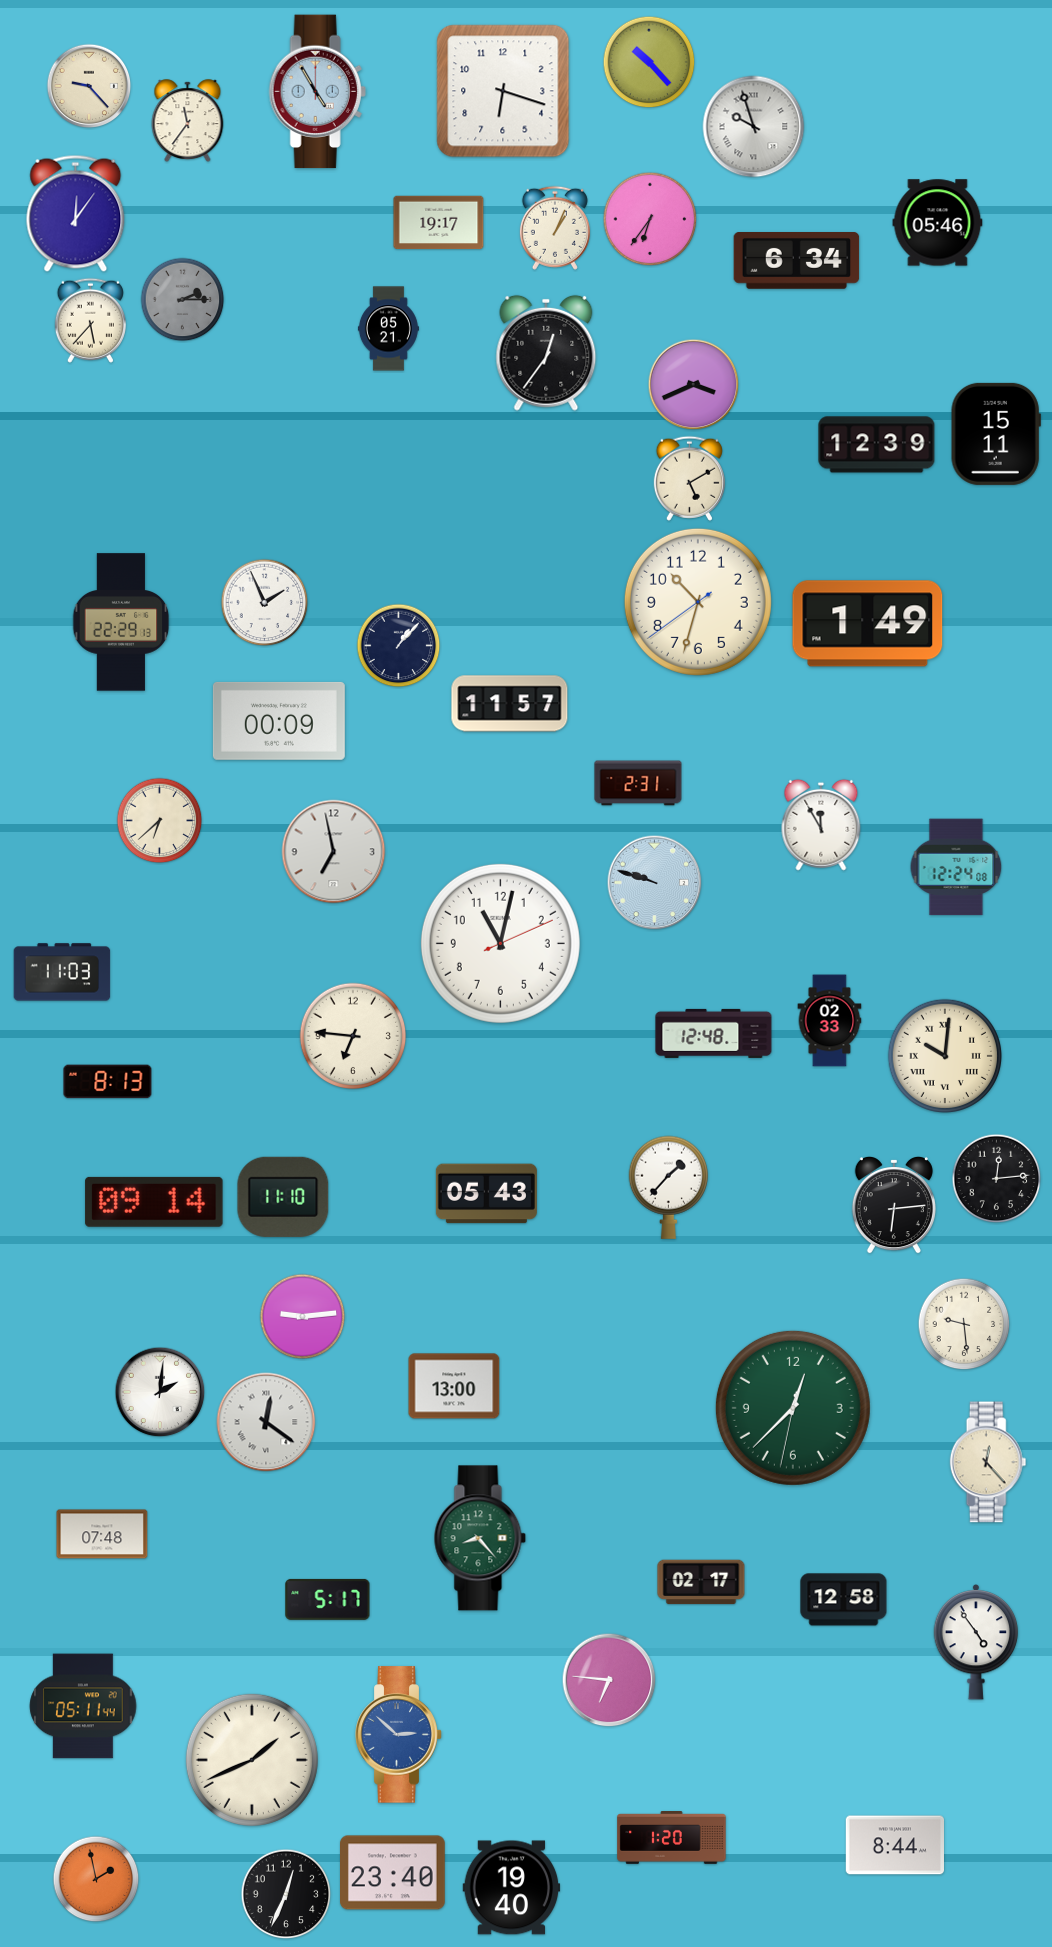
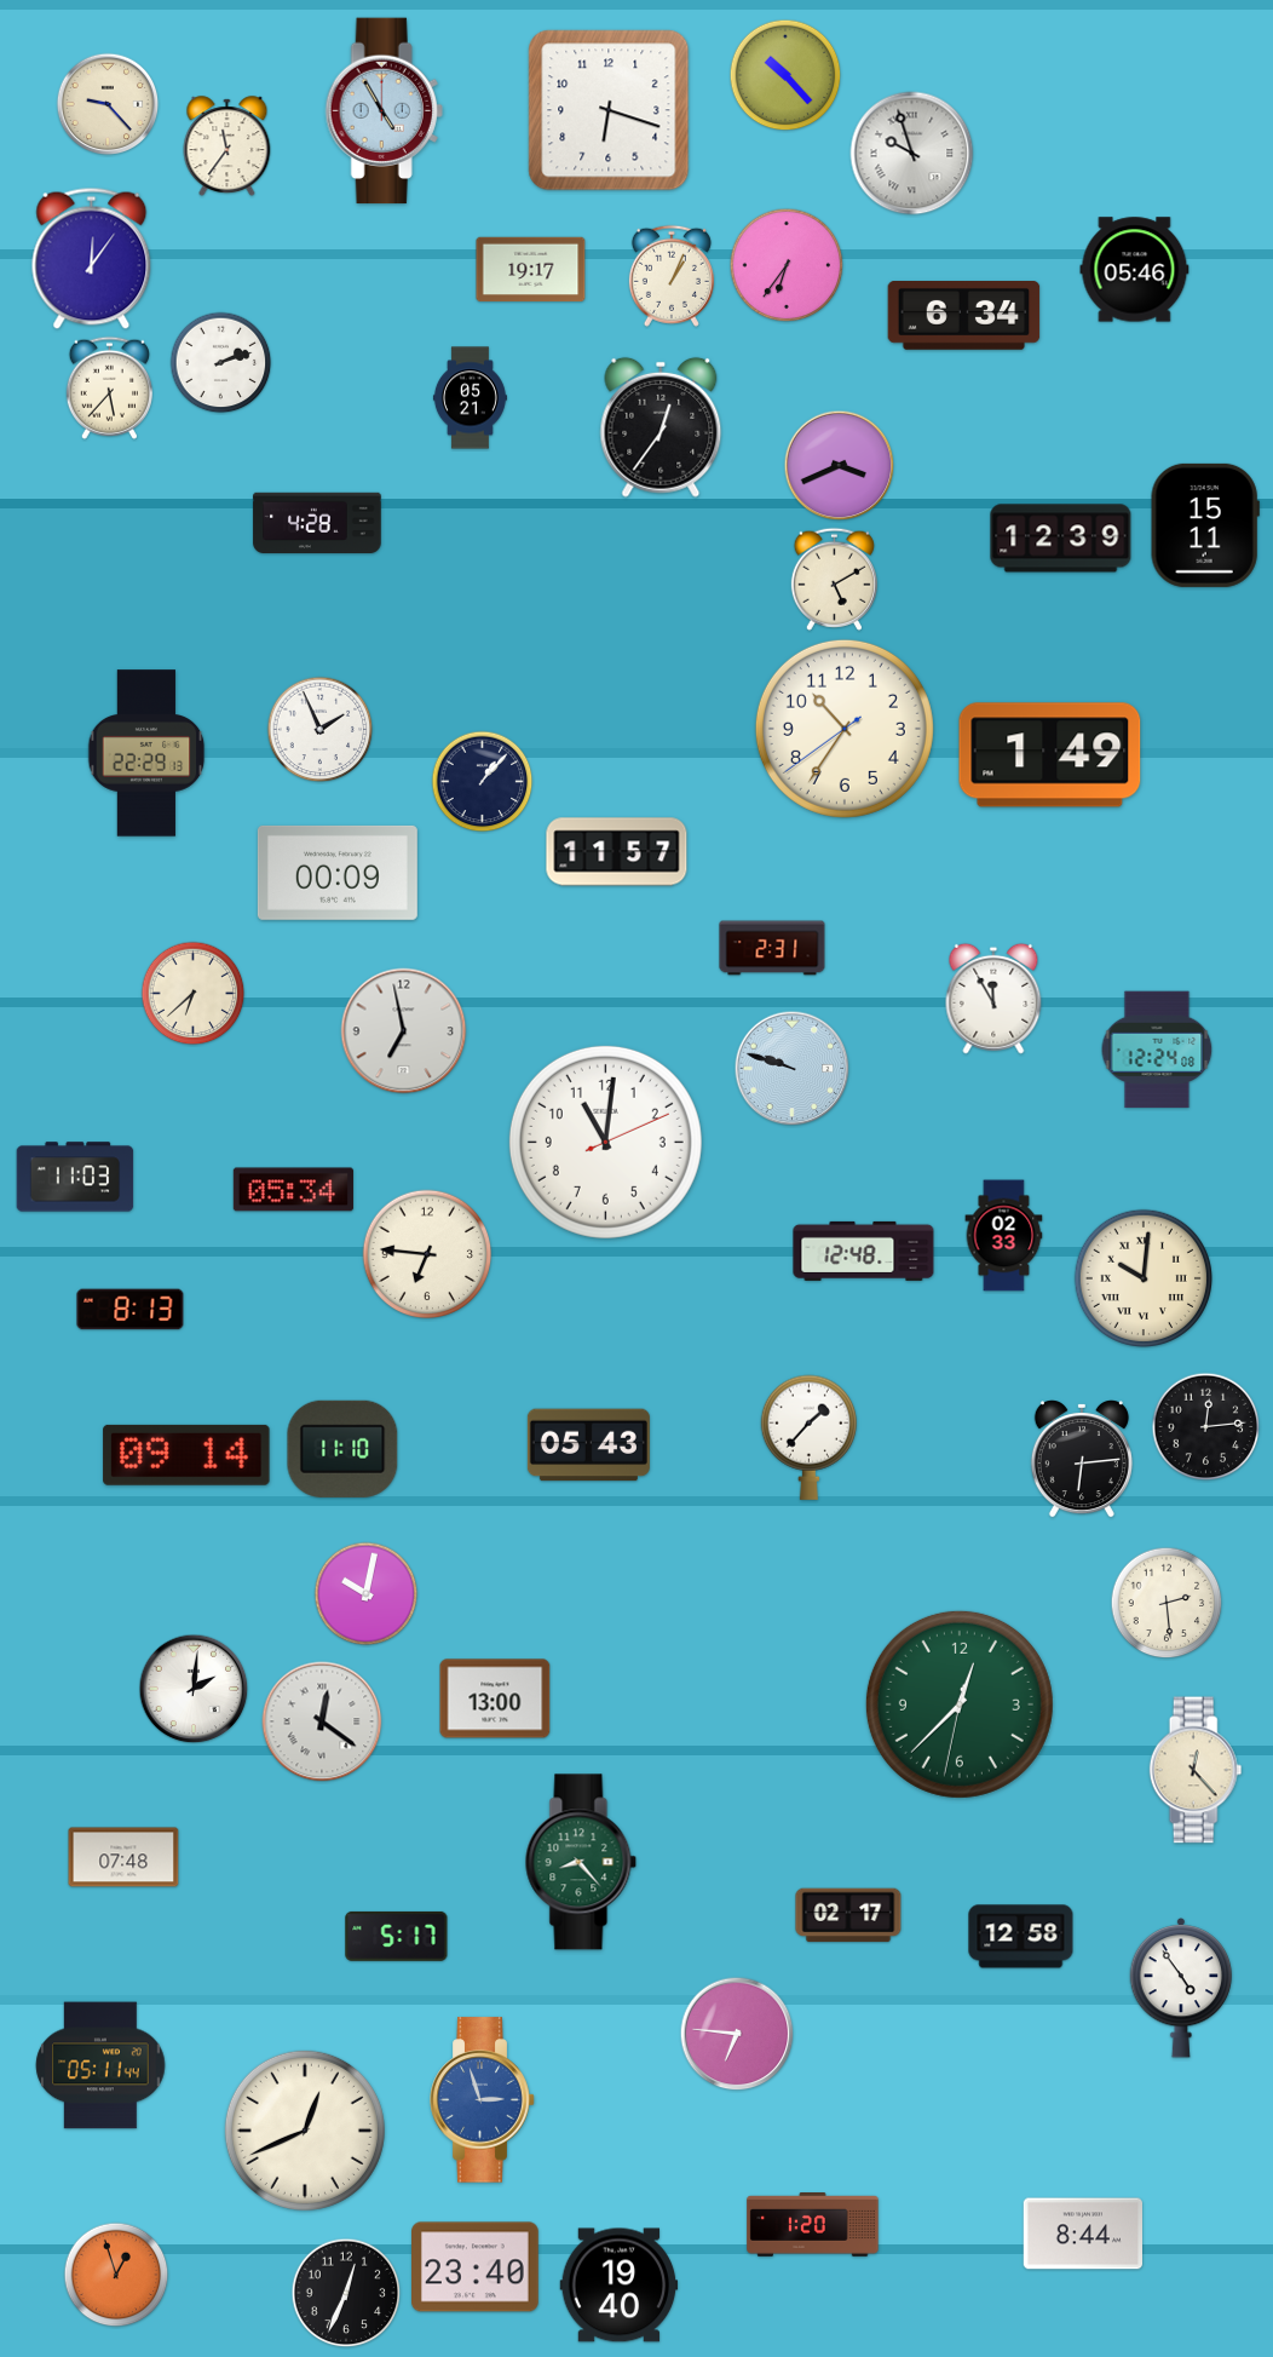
clock at (183, 300): 2:15 -> 2:12
clock at (183, 300) dial: grey -> white
clock at (317, 523): none -> 4:28
clock at (698, 602): 10:32 -> 10:35
clock at (500, 943): 11:02 -> 11:01
clock at (293, 1190): none -> 05:34
clock at (303, 1317): 9:14 -> 10:02
clock at (964, 1324): 9:29 -> 2:29
clock at (454, 1386) position: (454, 1386) -> (495, 1698)
clock at (160, 1392) position: (160, 1392) -> (194, 1689)
clock at (399, 1735): 2:52 -> 2:57
clock at (252, 1760): 1:41 -> 12:41
clock at (96, 1879): 1:58 -> 12:57
